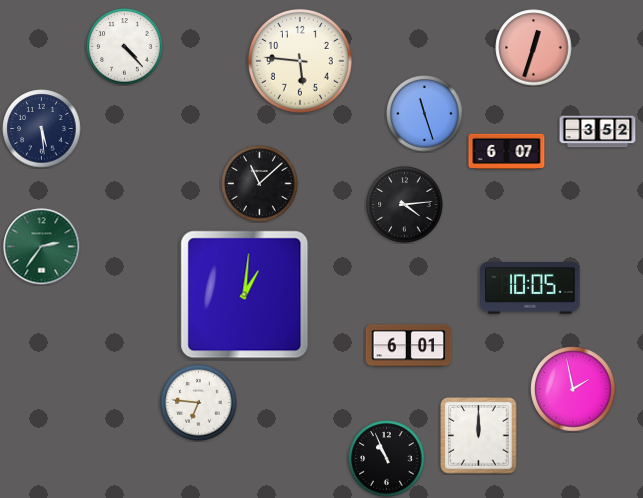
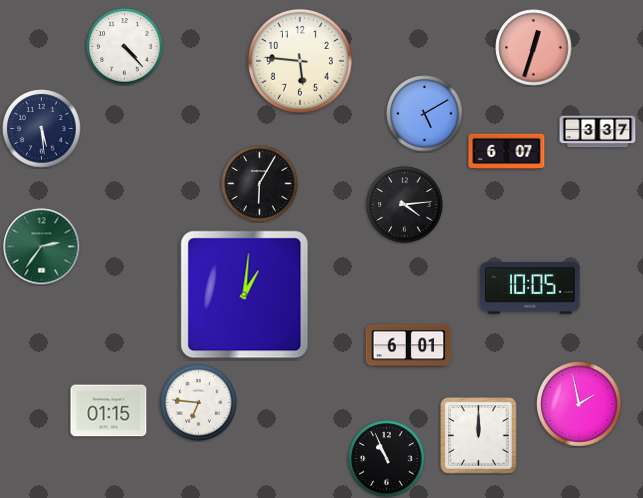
clock at (425, 114): 11:27 -> 5:10
clock at (598, 132): 3:52 -> 3:37
clock at (260, 184): 11:08 -> 6:05
clock at (573, 389) position: (573, 389) -> (579, 404)
clock at (109, 411): none -> 01:15
